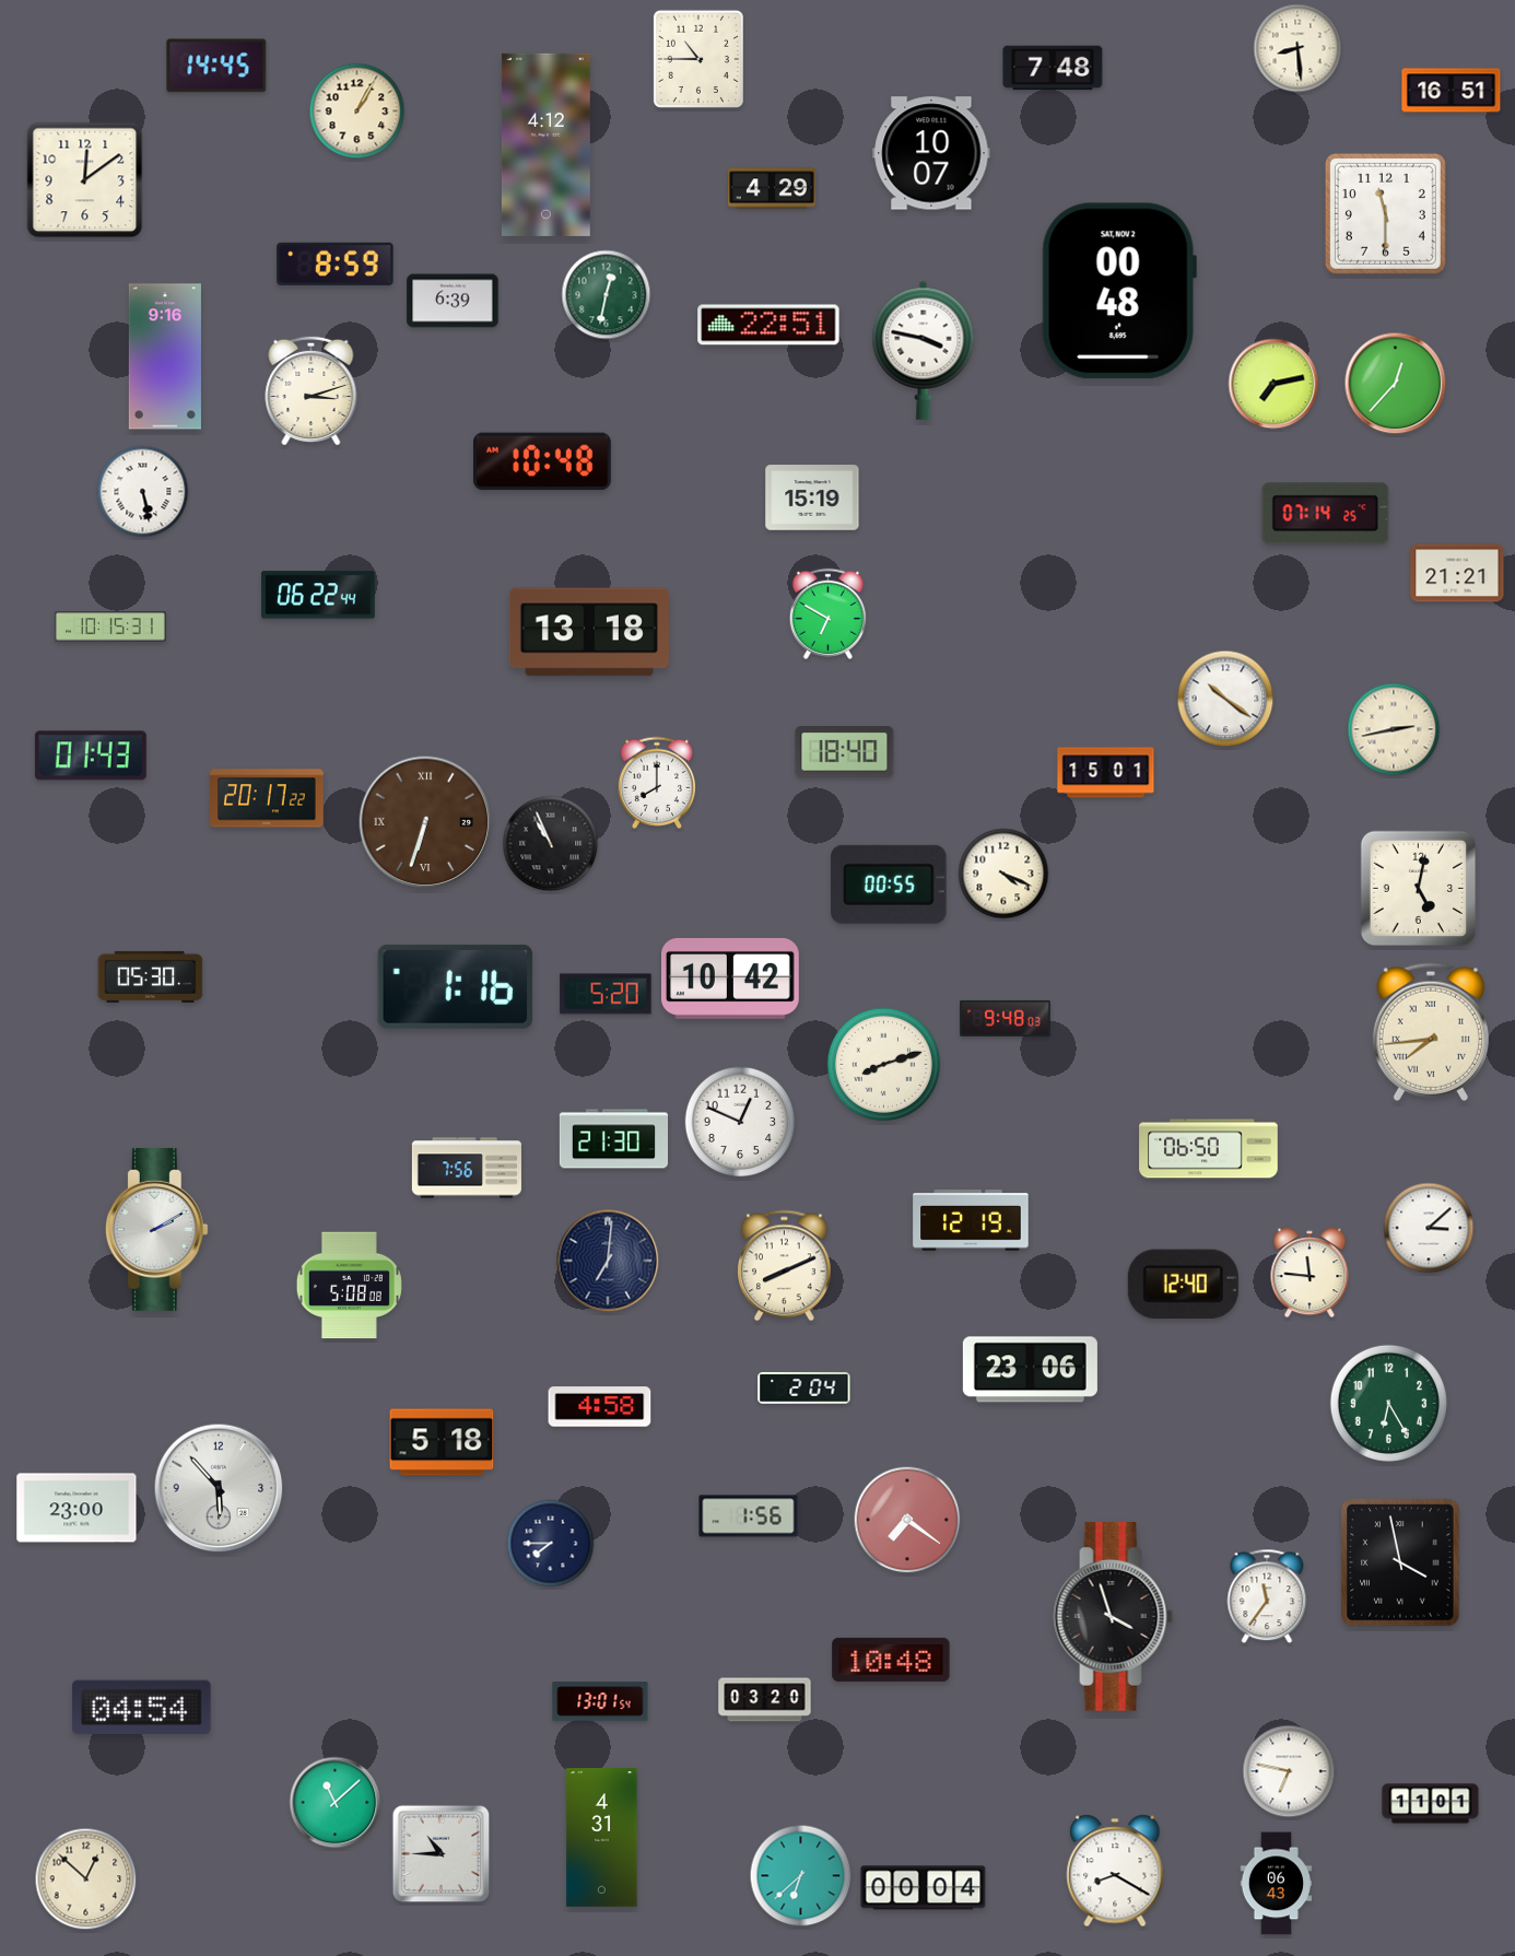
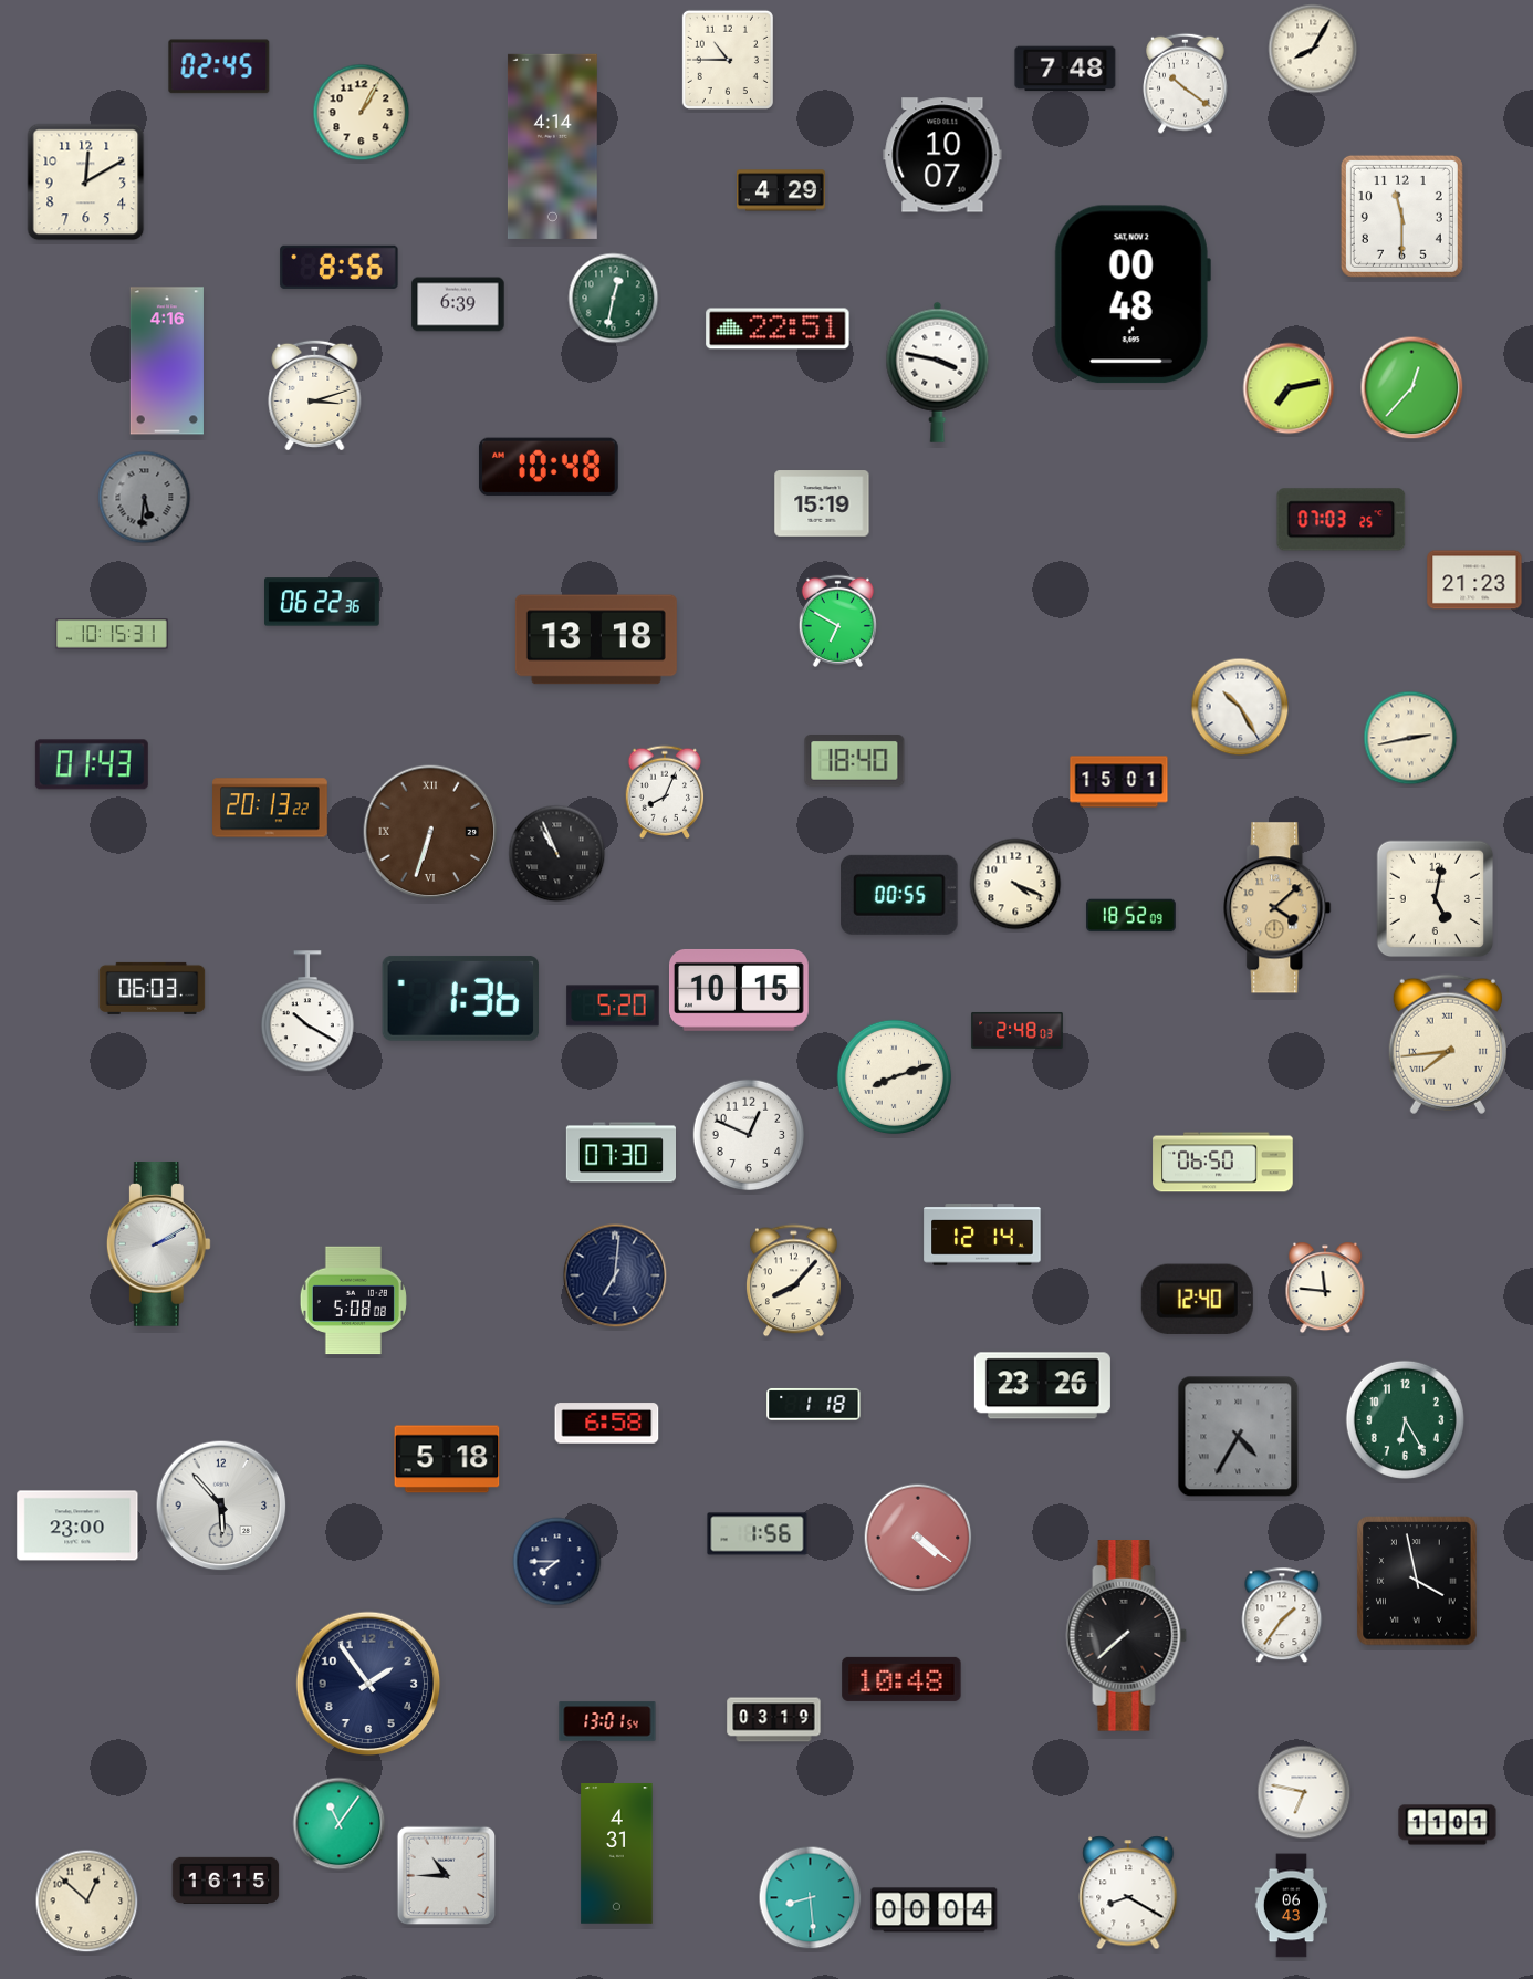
clock at (1297, 48): 8:29 -> 8:05
clock at (698, 59) position: (698, 59) -> (728, 60)
clock at (216, 66): 14:45 -> 02:45
clock at (1186, 83): none -> 10:21
clock at (1452, 91): 16:51 -> none
clock at (545, 144): 4:12 -> 4:14
clock at (85, 180): 12:09 -> 12:10
clock at (336, 263): 8:59 -> 8:56
clock at (924, 350) position: (924, 350) -> (938, 372)
clock at (165, 356): 9:16 -> 4:16
clock at (143, 492): 5:28 -> 5:31
clock at (143, 492) dial: white -> grey
clock at (1326, 514): 07:14 -> 07:03
clock at (1457, 573): 21:21 -> 21:23
clock at (319, 595): 06:22:44 -> 06:22:36
clock at (1225, 699): 10:21 -> 10:25
clock at (657, 782): 8:00 -> 8:04
clock at (267, 798): 20:17 -> 20:13
clock at (1277, 908): none -> 4:08
clock at (1131, 916): none -> 18:52
clock at (151, 976): 05:30 -> 06:03
clock at (731, 979): 10:42 -> 10:15
clock at (456, 986): 1:16 -> 1:36
clock at (307, 1012): none -> 10:20
clock at (1006, 1018): 9:48 -> 2:48
clock at (613, 1139): 21:30 -> 07:30
clock at (467, 1168): 7:56 -> none
clock at (971, 1220): 12:19 -> 12:14
clock at (1429, 1228): 3:08 -> none
clock at (785, 1266): 8:11 -> 8:07
clock at (1030, 1370): 23:06 -> 23:26
clock at (805, 1387): 2:04 -> 1:18
clock at (600, 1407): 4:58 -> 6:58
clock at (1239, 1437): none -> 4:35
clock at (907, 1520): 7:21 -> 4:21
clock at (1267, 1596): 11:36 -> 1:36
clock at (1114, 1617): 3:57 -> 7:38
clock at (368, 1684): none -> 1:54
clock at (765, 1700): 03:20 -> 03:19
clock at (141, 1708): 04:54 -> none
clock at (336, 1803): 11:08 -> 11:06
clock at (602, 1838) position: (602, 1838) -> (617, 1854)
clock at (226, 1881): none -> 16:15
clock at (801, 1876): 6:38 -> 8:29
